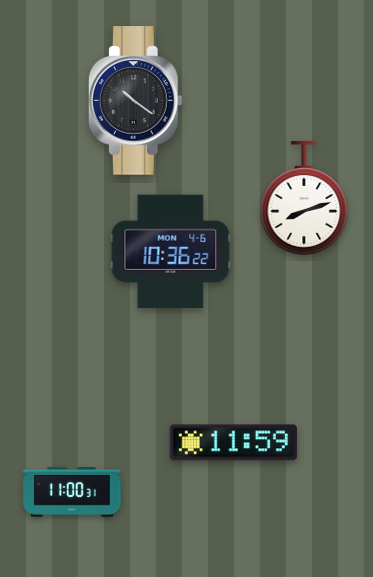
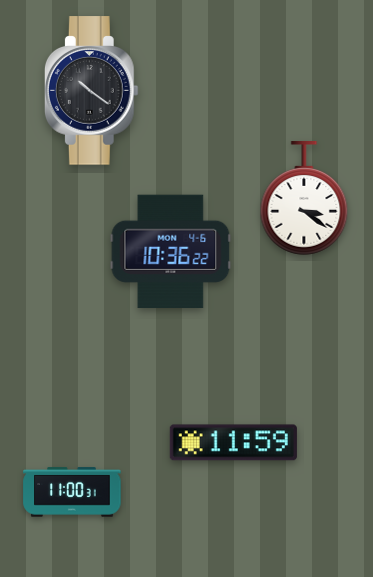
clock at (135, 101) position: (135, 101) -> (91, 91)
clock at (304, 198): 8:12 -> 3:21
